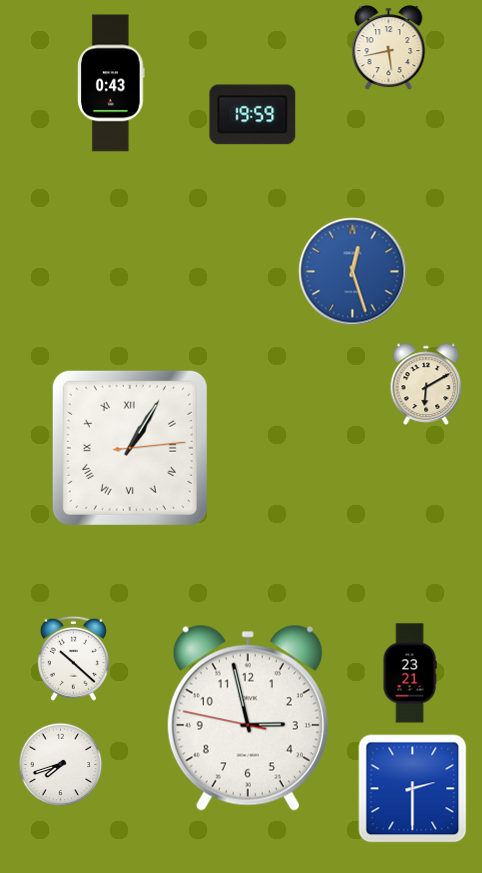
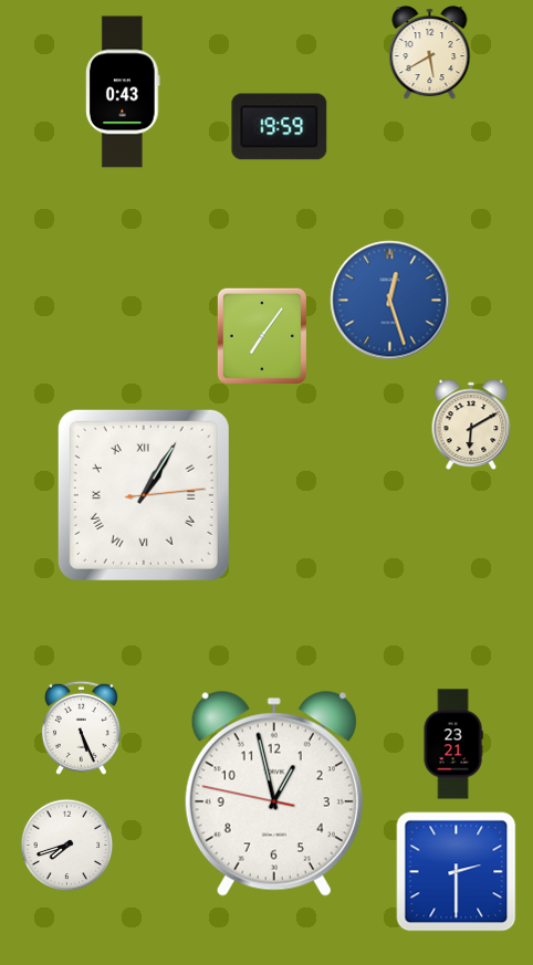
clock at (389, 48): 5:43 -> 5:40
clock at (262, 336): none -> 7:06
clock at (73, 658): 10:22 -> 5:26
clock at (248, 718): 2:57 -> 12:57
